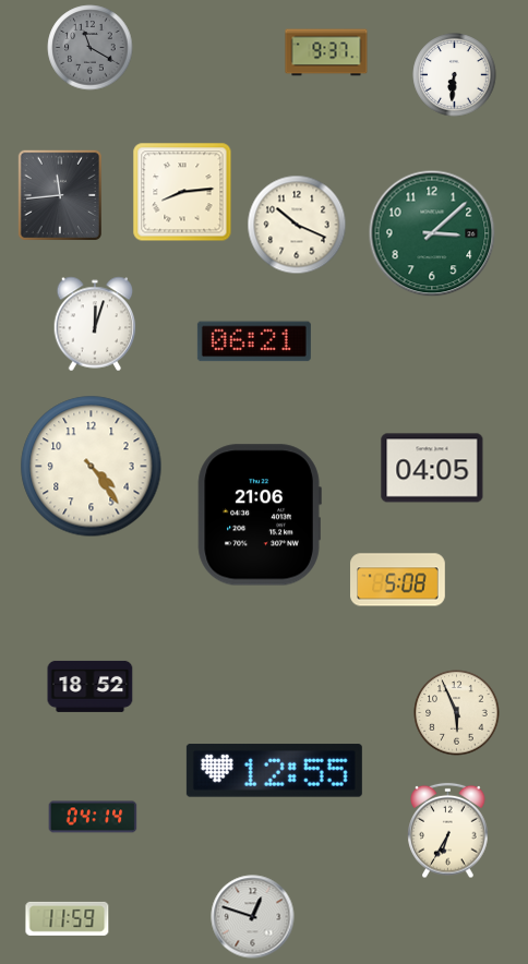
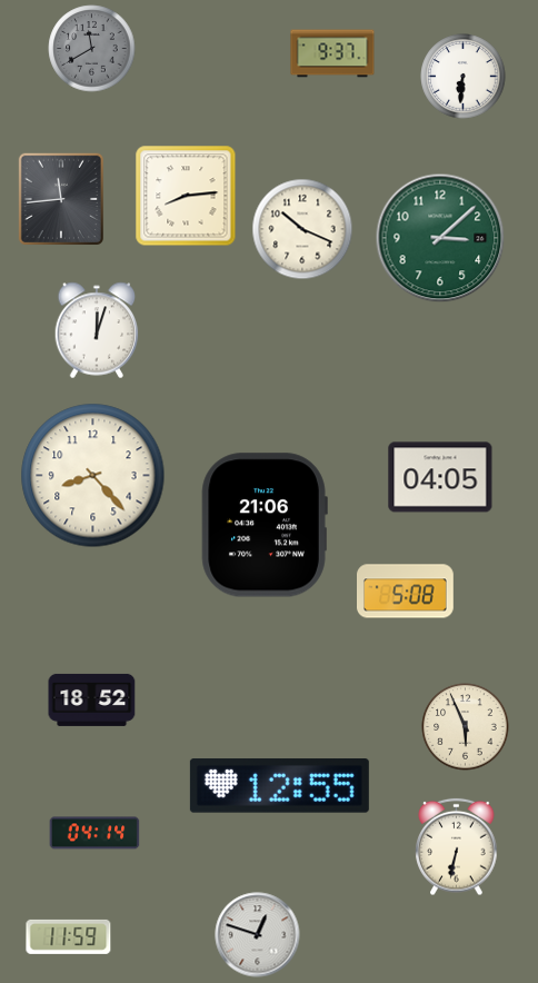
clock at (91, 48): 11:20 -> 11:40
clock at (254, 341): 06:21 -> none
clock at (92, 467): 4:24 -> 8:23
clock at (448, 831): 6:35 -> 6:32
